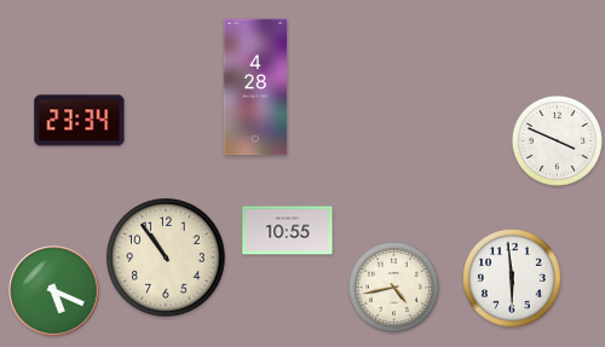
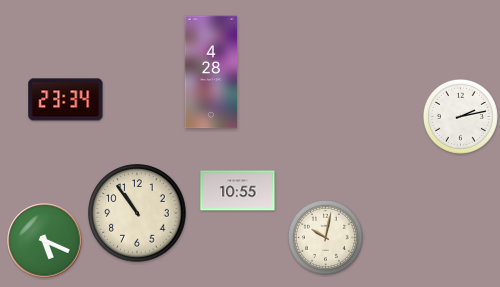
clock at (557, 140): 3:49 -> 2:13
clock at (513, 279): 5:59 -> none
clock at (393, 287): 4:43 -> 10:02
